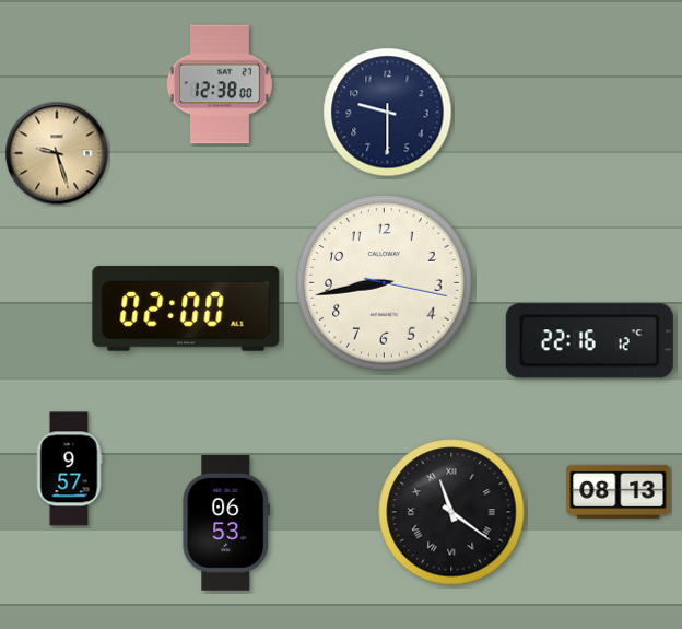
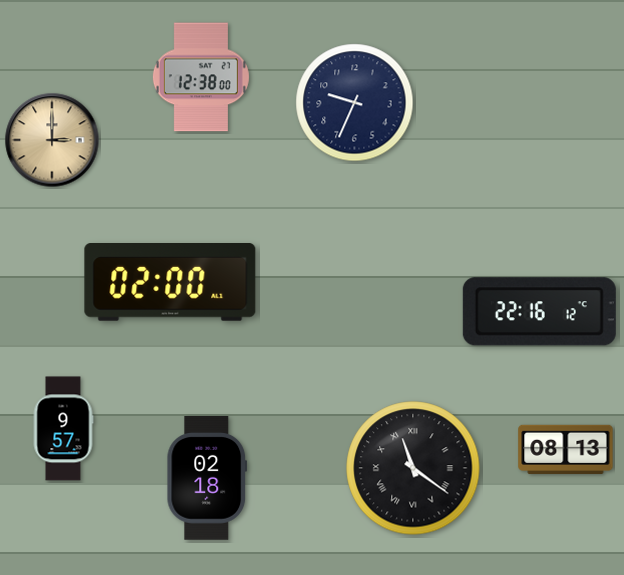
clock at (388, 113): 9:30 -> 9:34
clock at (57, 153): 9:27 -> 3:00
clock at (385, 283): 8:43 -> none
clock at (226, 524): 06:53 -> 02:18
